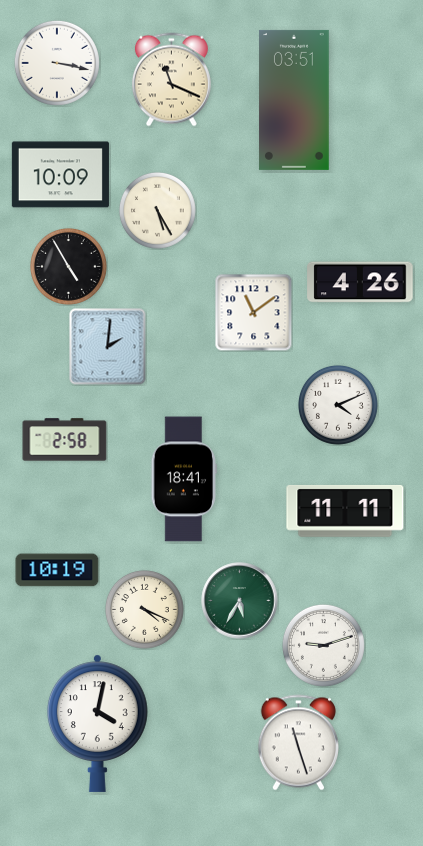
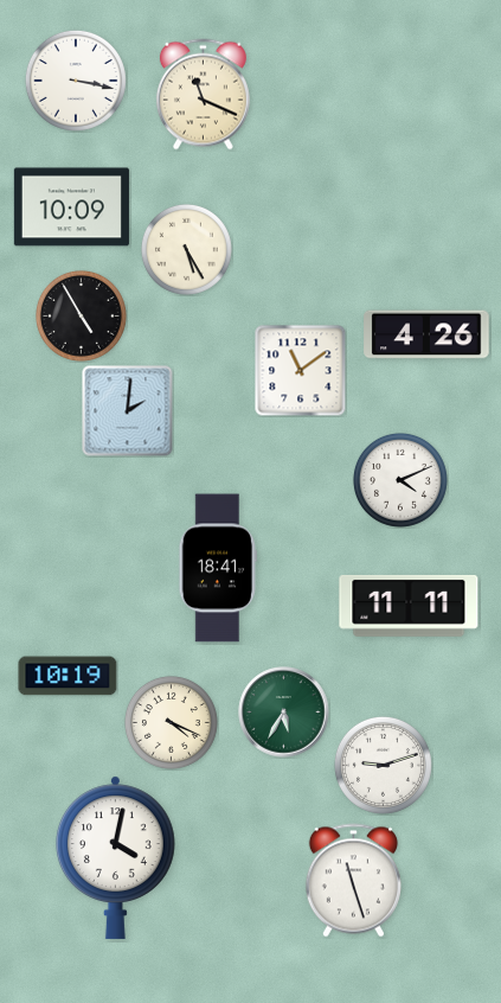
clock at (57, 63) position: (57, 63) -> (76, 81)
clock at (294, 100): 03:51 -> none
clock at (65, 440): 2:58 -> none
